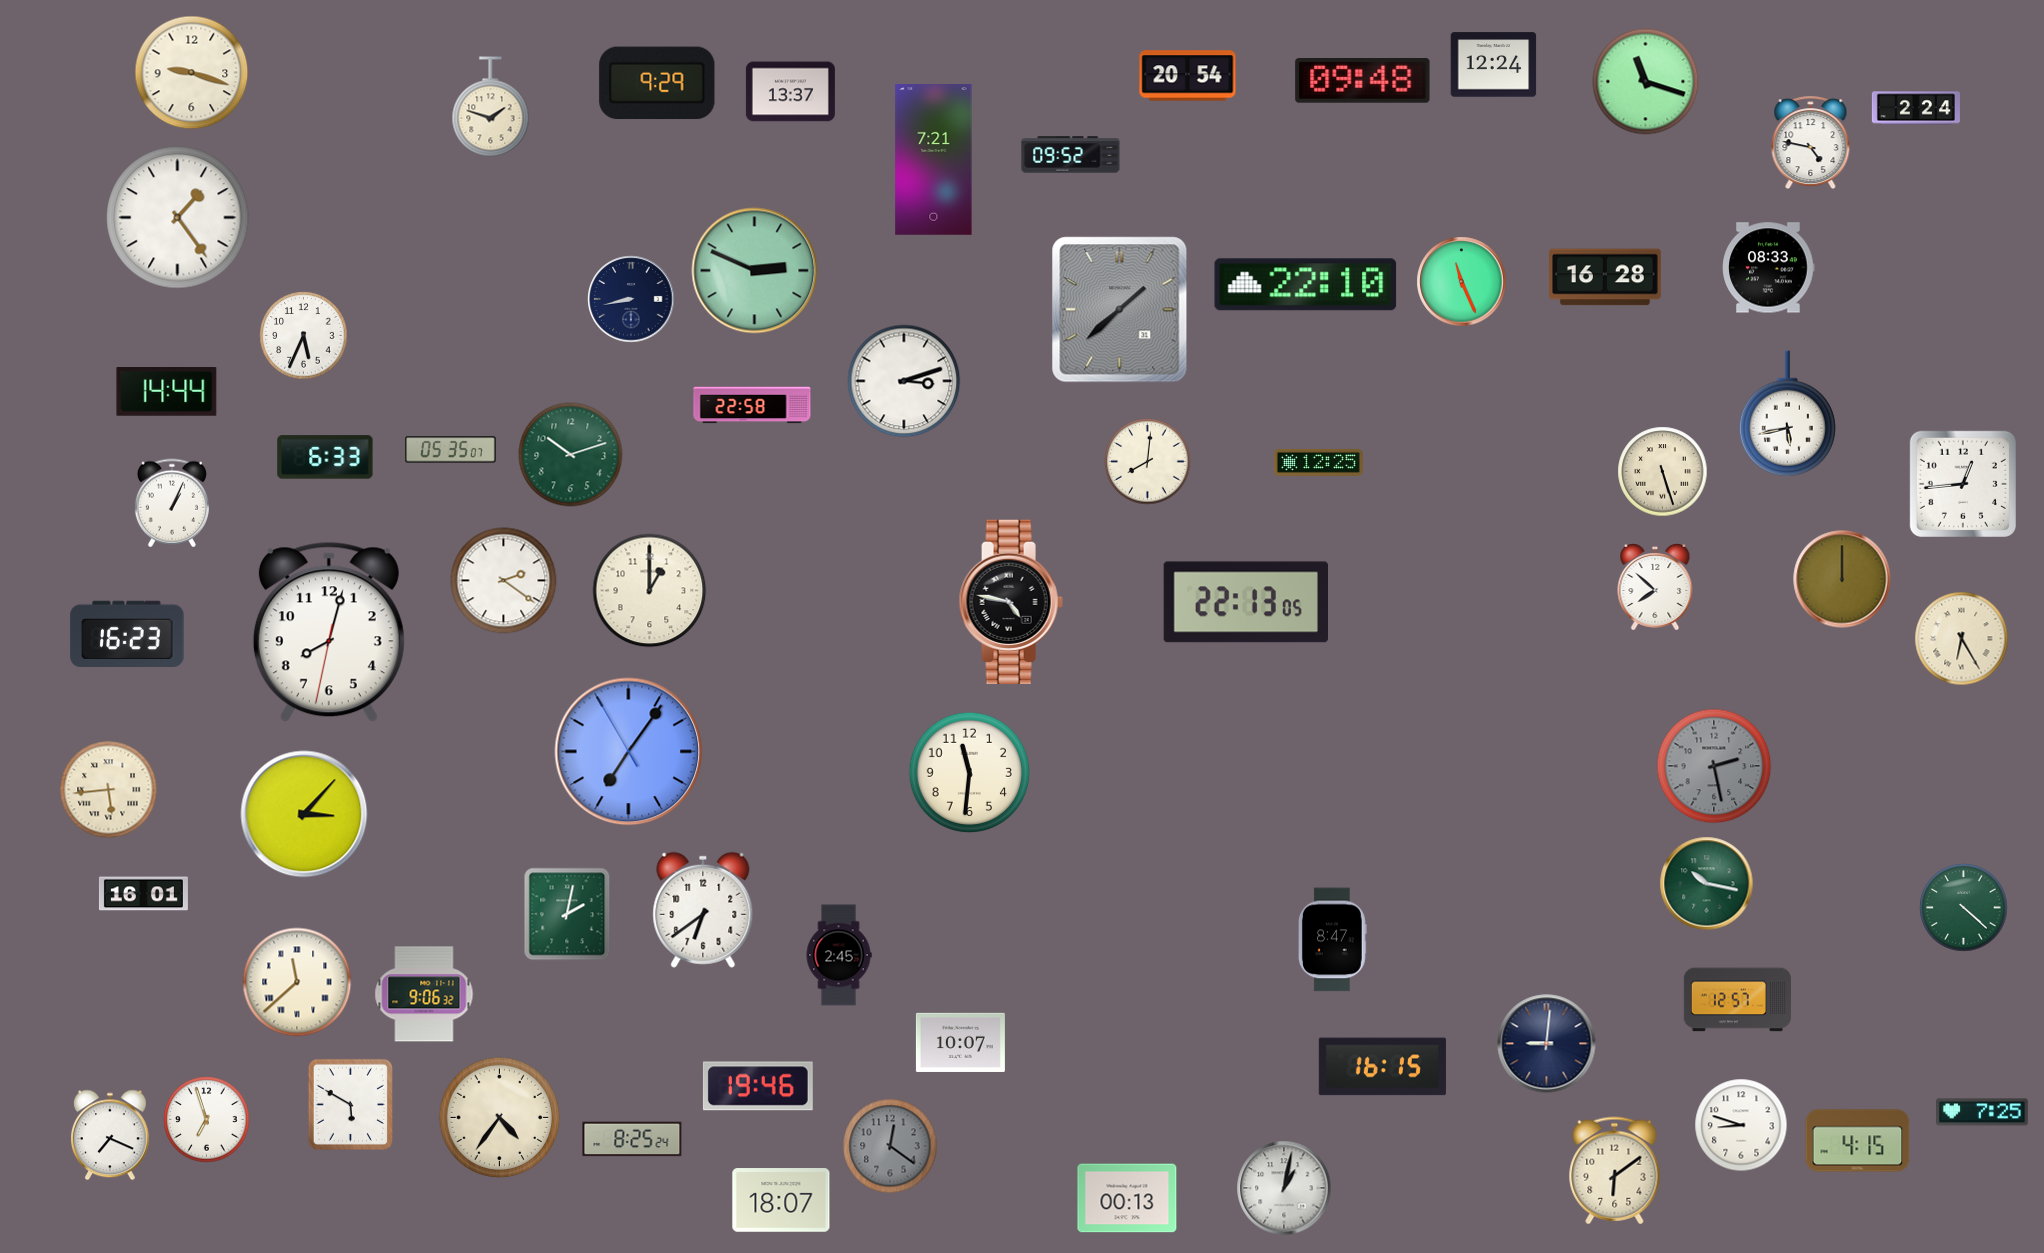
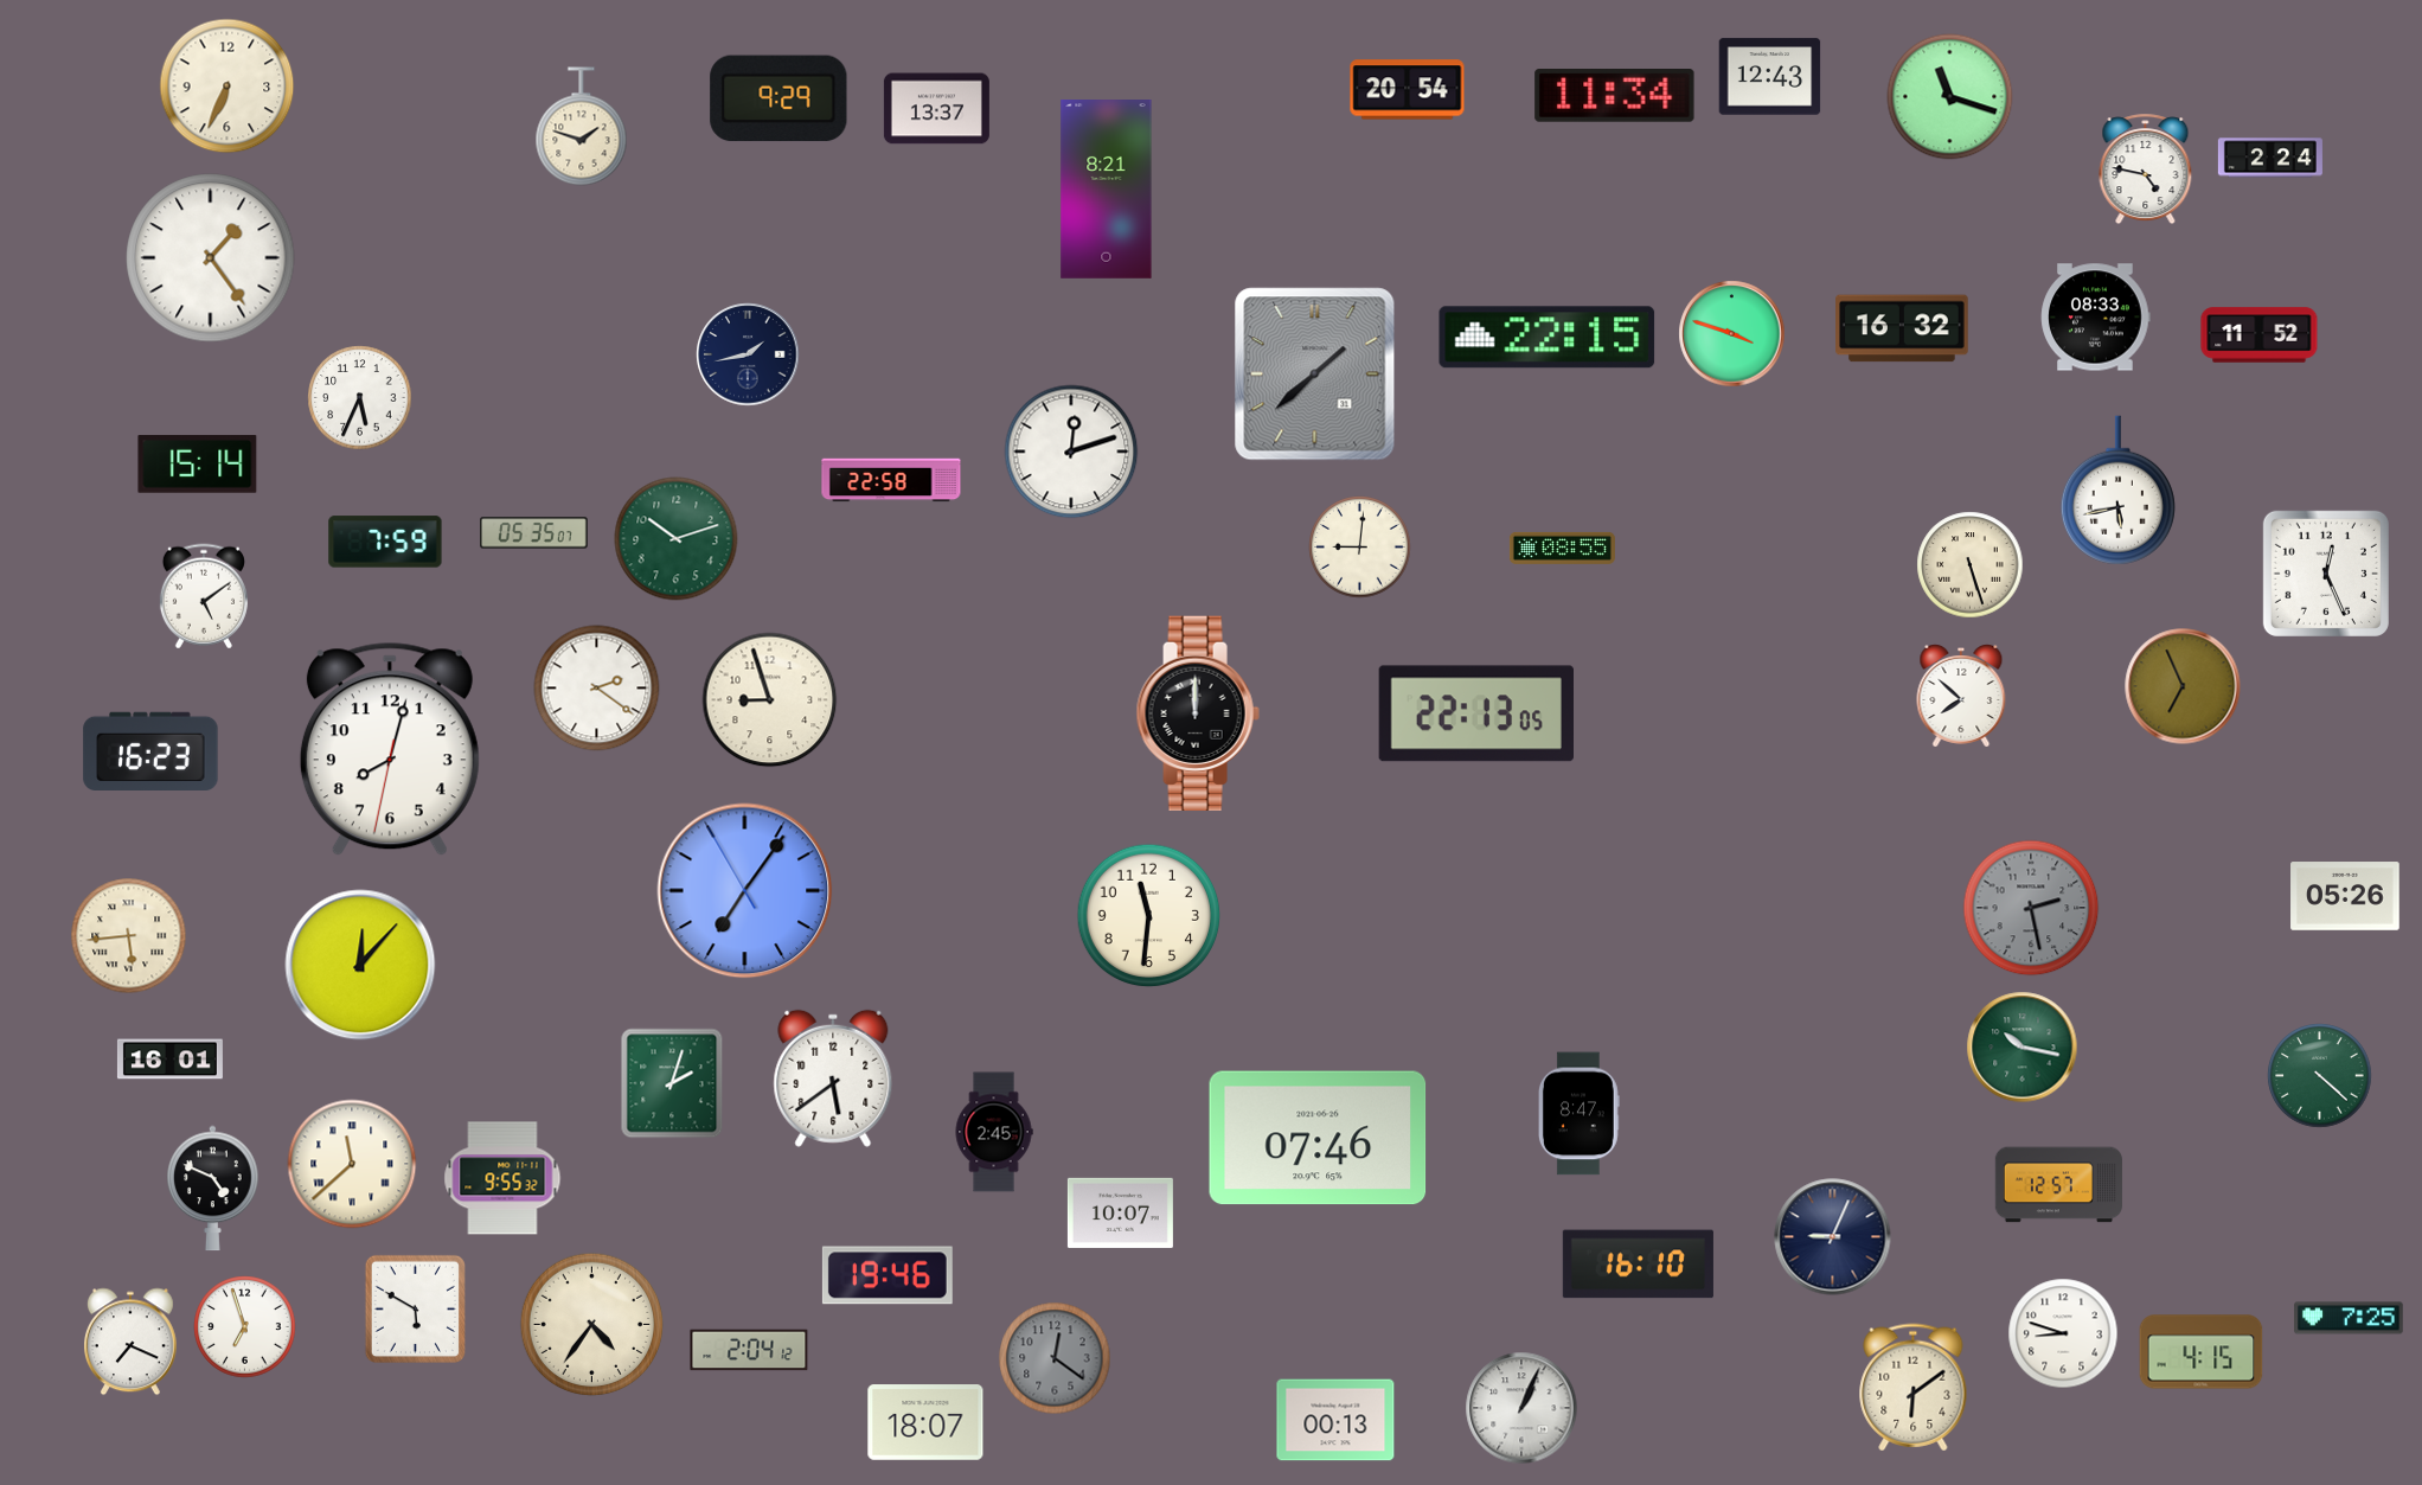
clock at (1494, 65): 12:24 -> 12:43
clock at (192, 73): 9:18 -> 6:34
clock at (1363, 81): 09:48 -> 11:34
clock at (1916, 108) position: (1916, 108) -> (2270, 158)
clock at (1071, 155): 09:52 -> none
clock at (934, 160): 7:21 -> 8:21
clock at (755, 271): 2:49 -> none
clock at (1605, 277): 16:28 -> 16:32
clock at (1462, 282): 11:26 -> 3:48
clock at (2260, 335): none -> 11:52
clock at (1306, 285): 22:10 -> 22:15
clock at (631, 299): 8:43 -> 1:43
clock at (1120, 310) position: (1120, 310) -> (1315, 375)
clock at (904, 381): 3:12 -> 12:12
clock at (167, 392): 14:44 -> 15:14
clock at (325, 457): 6:33 -> 7:59
clock at (1148, 462): 8:01 -> 9:01
clock at (1318, 462): 12:25 -> 08:55
clock at (1663, 472) position: (1663, 472) -> (1971, 565)
clock at (1963, 484): 12:44 -> 12:26
clock at (172, 503): 1:04 -> 5:09
clock at (1842, 579): 12:00 -> 6:56
clock at (650, 591): 1:00 -> 8:57
clock at (1011, 602): 4:47 -> 12:00
clock at (1962, 639): 6:25 -> none
clock at (2345, 896): none -> 05:26
clock at (304, 814): 3:07 -> 12:07
clock at (1964, 908) position: (1964, 908) -> (2320, 1076)
clock at (703, 910): 6:39 -> 5:39
clock at (567, 914): 2:02 -> 2:03
clock at (1318, 1138): none -> 07:46
clock at (424, 994): 9:06 -> 9:55
clock at (213, 1189): none -> 4:49
clock at (960, 1042) position: (960, 1042) -> (1120, 1212)
clock at (1547, 1044): 9:01 -> 9:04
clock at (1382, 1067): 16:15 -> 16:10
clock at (758, 1086) position: (758, 1086) -> (888, 1275)
clock at (110, 1135) position: (110, 1135) -> (130, 1342)
clock at (632, 1139): 8:25 -> 2:04
clock at (1284, 1188): 1:02 -> 1:04
